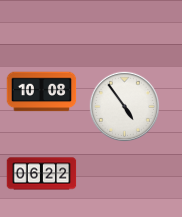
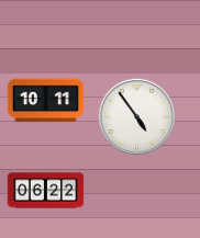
clock at (42, 92): 10:08 -> 10:11
